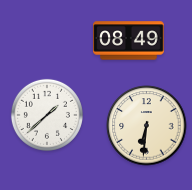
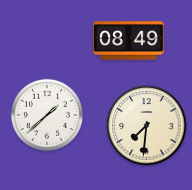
clock at (147, 126): 6:31 -> 7:31
